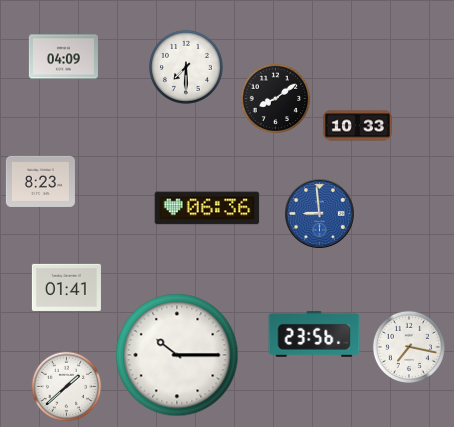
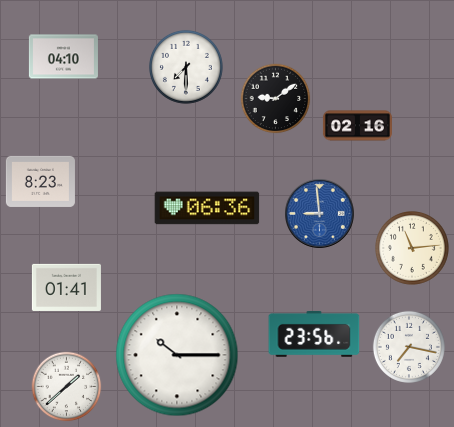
clock at (63, 57): 04:09 -> 04:10
clock at (276, 99): 8:09 -> 9:09
clock at (357, 126): 10:33 -> 02:16
clock at (412, 248): none -> 11:14
